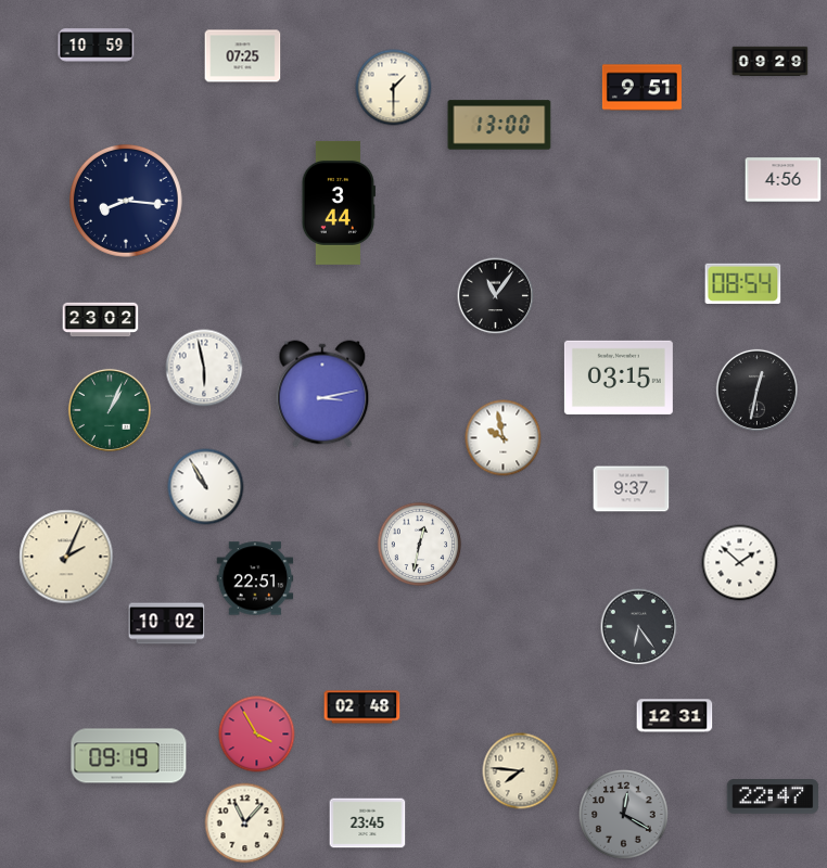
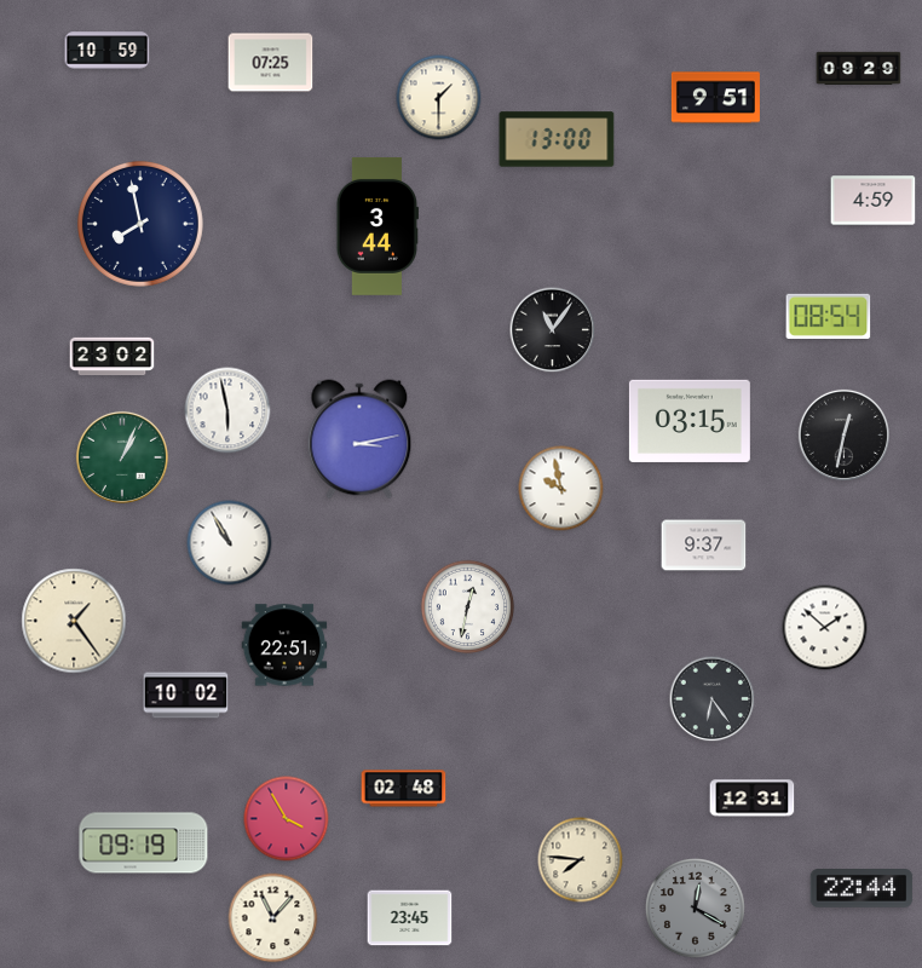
clock at (784, 180): 4:56 -> 4:59
clock at (126, 201): 8:16 -> 7:58
clock at (66, 557): 2:04 -> 1:24
clock at (773, 797): 22:47 -> 22:44
